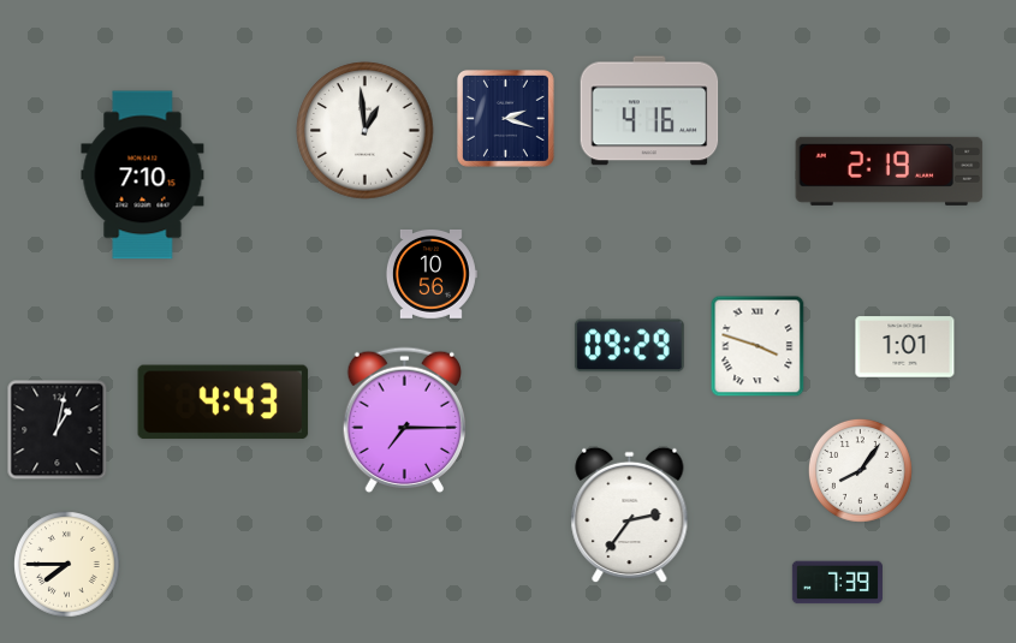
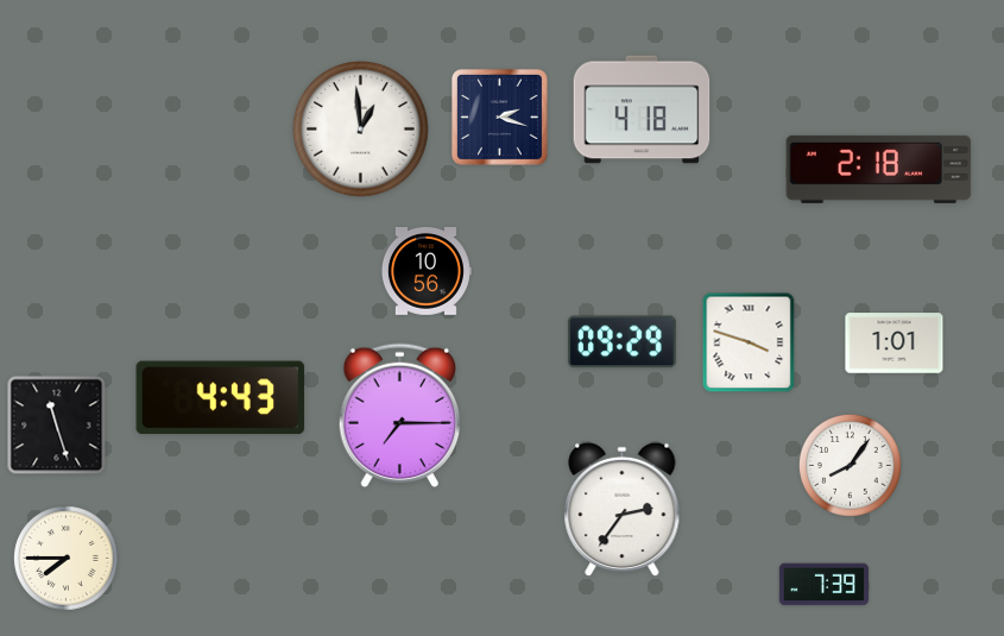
clock at (649, 111): 4:16 -> 4:18
clock at (890, 171): 2:19 -> 2:18
clock at (143, 175): 7:10 -> none
clock at (58, 430): 1:02 -> 11:27
clock at (837, 583) position: (837, 583) -> (823, 585)
